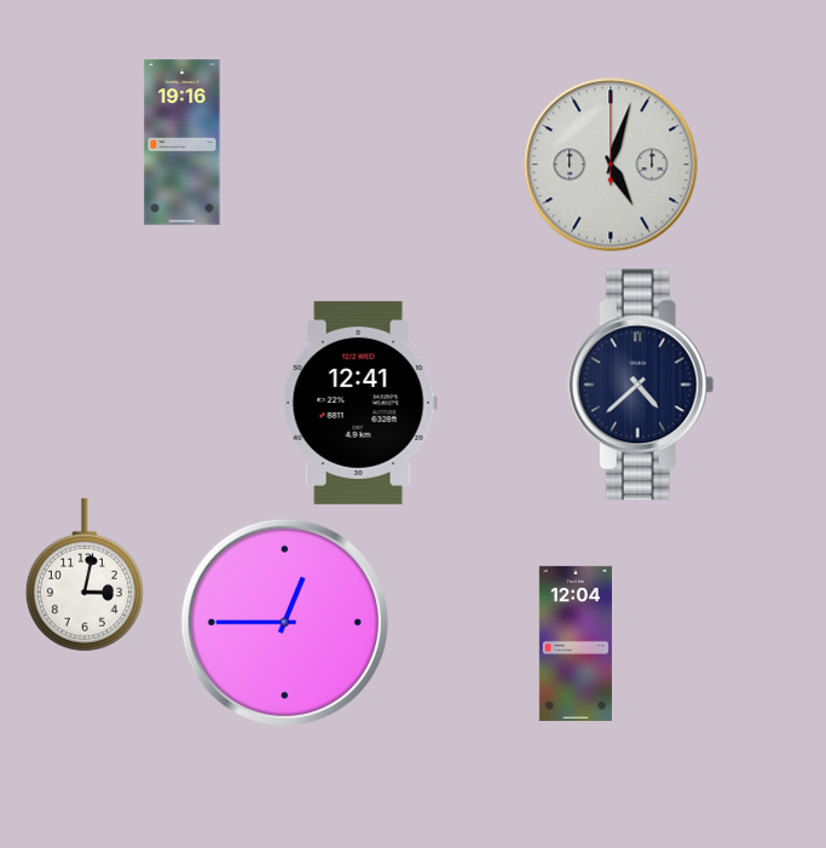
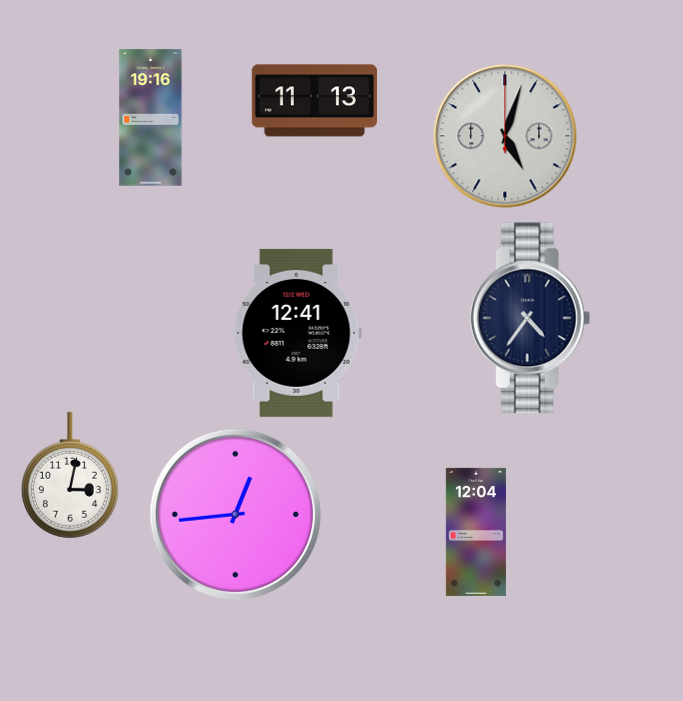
clock at (314, 101): none -> 11:13
clock at (641, 385): 4:38 -> 4:36
clock at (284, 622): 12:45 -> 12:44
